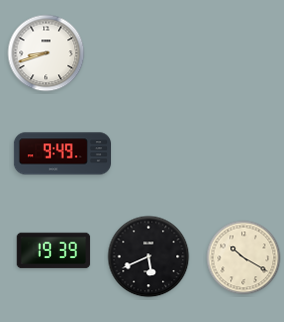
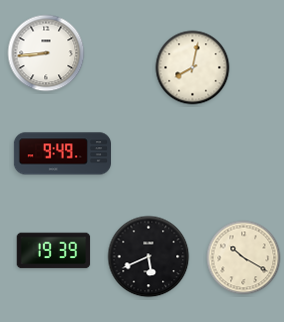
clock at (46, 53): 8:42 -> 8:44
clock at (193, 68): none -> 8:02
